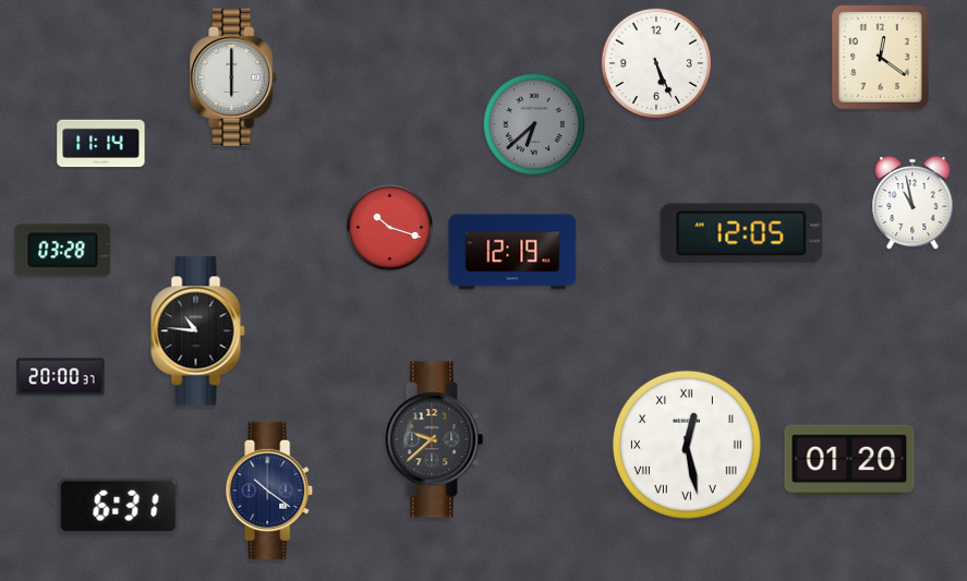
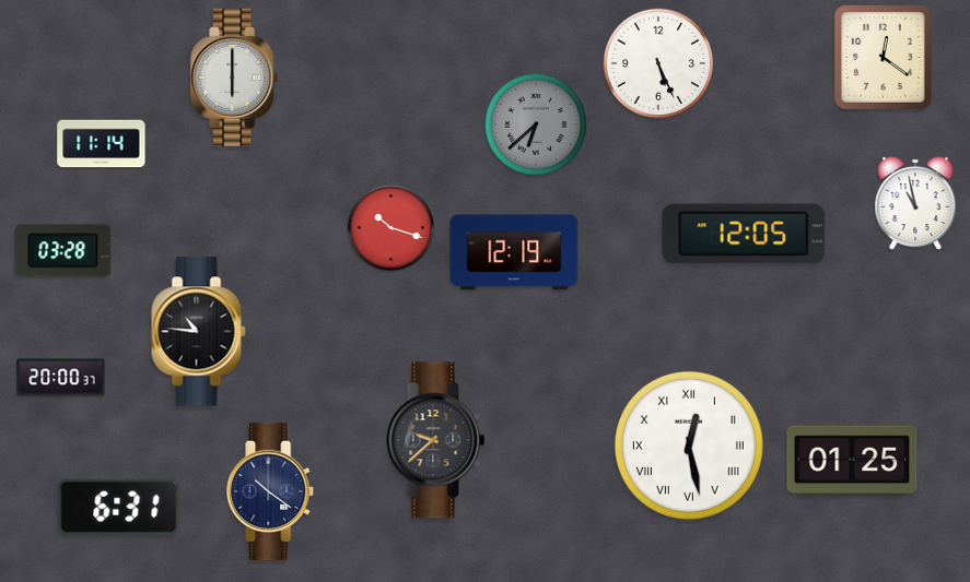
clock at (849, 460): 01:20 -> 01:25
